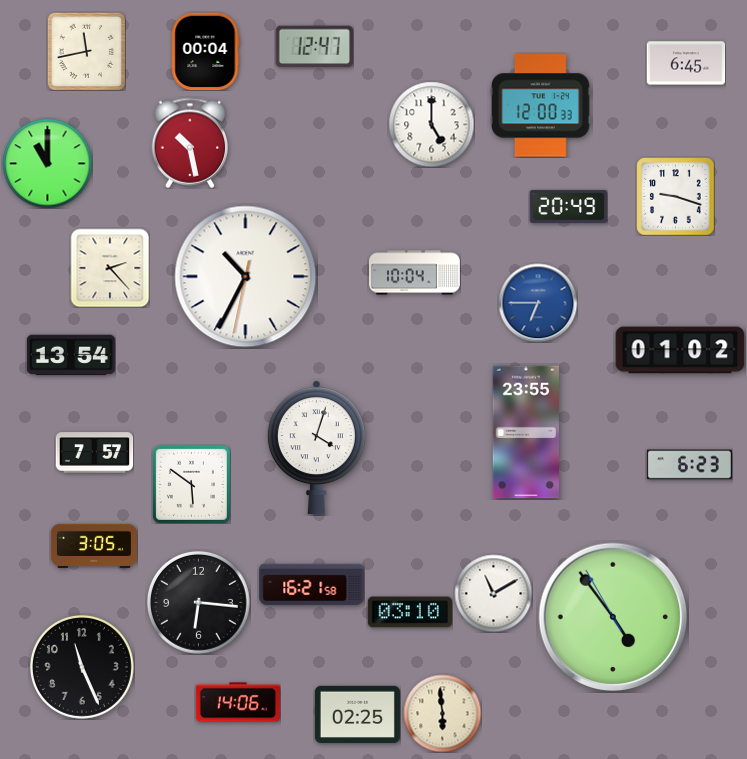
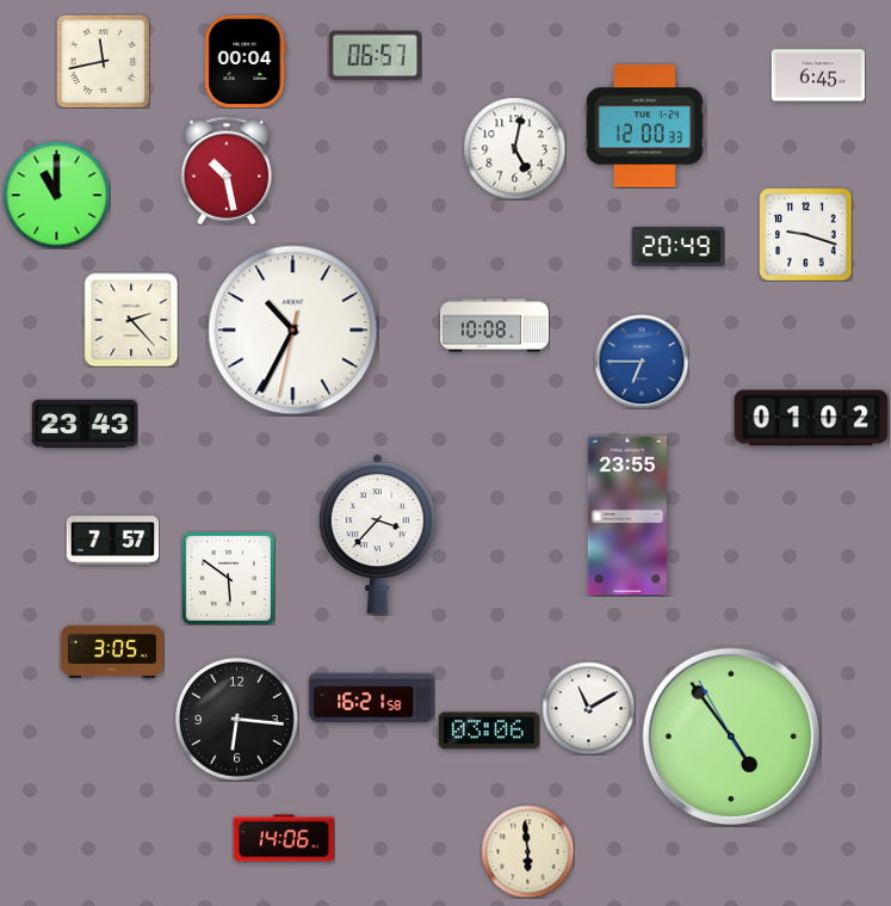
clock at (314, 47): 12:47 -> 06:57
clock at (431, 124): 5:00 -> 5:02
clock at (415, 273): 10:04 -> 10:08
clock at (71, 355): 13:54 -> 23:43
clock at (316, 448): 4:03 -> 3:37
clock at (689, 465): 6:23 -> none
clock at (410, 612): 03:10 -> 03:06
clock at (82, 667): 11:26 -> none
clock at (357, 714): 02:25 -> none
